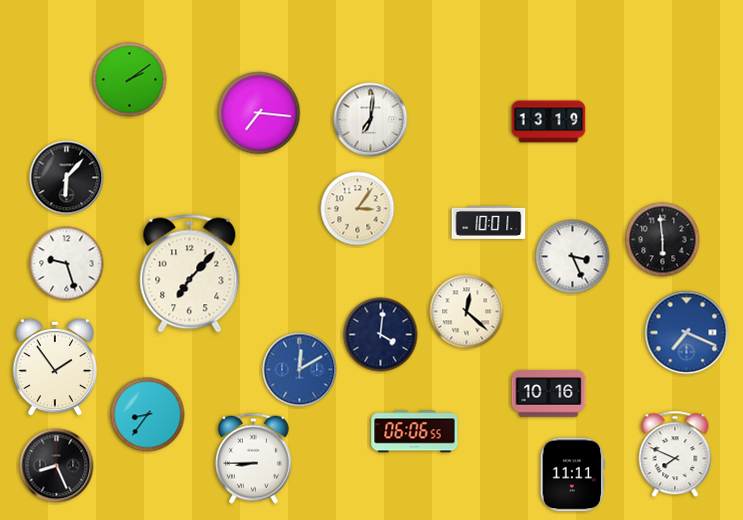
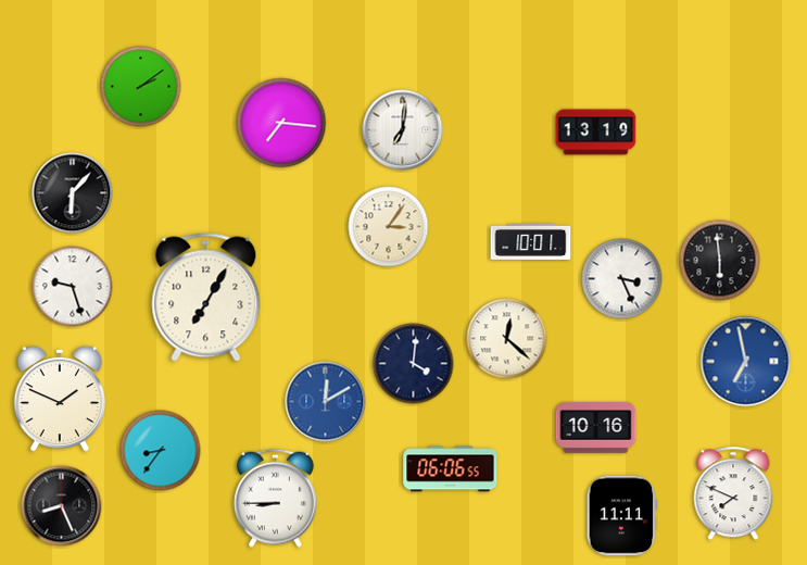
clock at (190, 274): 7:07 -> 7:05
clock at (687, 333): 7:19 -> 6:58
clock at (55, 367): 1:54 -> 1:49
